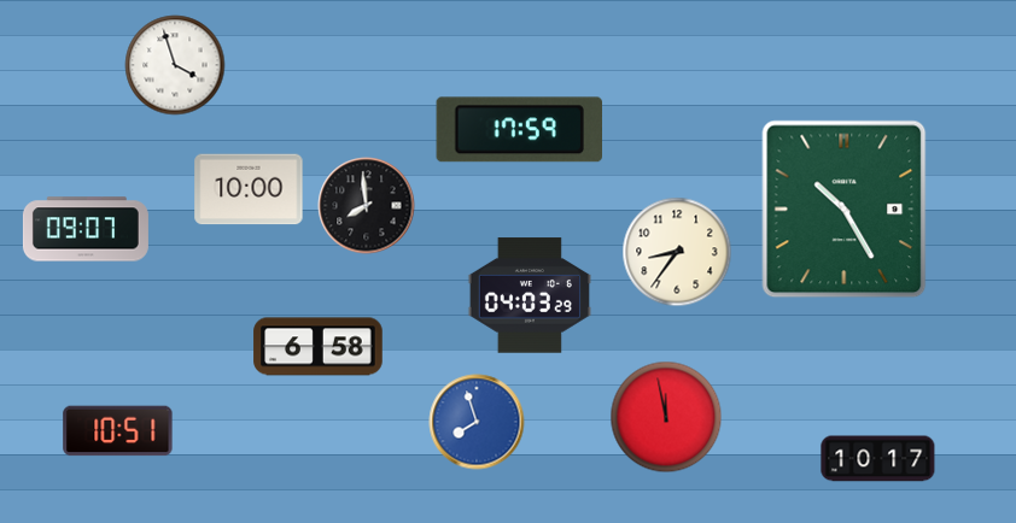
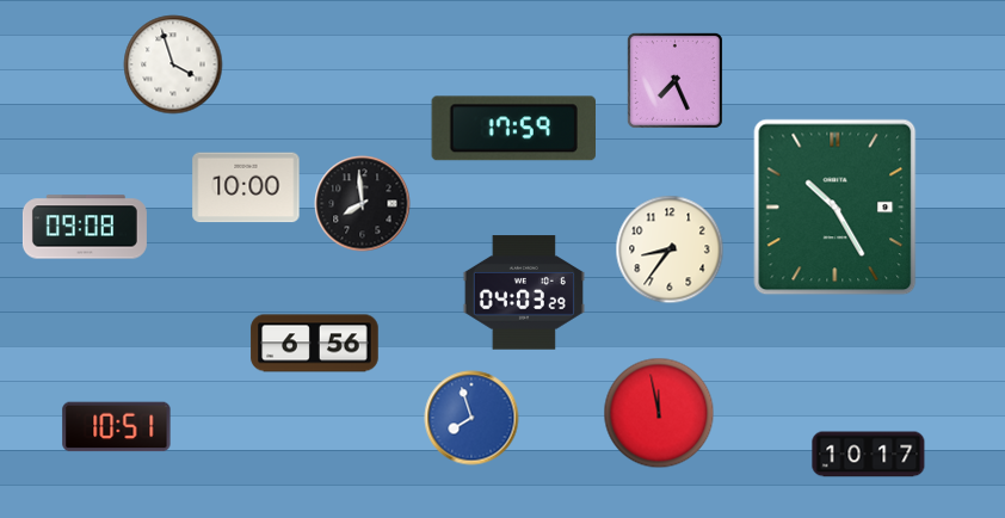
clock at (674, 80): none -> 7:26
clock at (86, 229): 09:07 -> 09:08
clock at (319, 347): 6:58 -> 6:56
